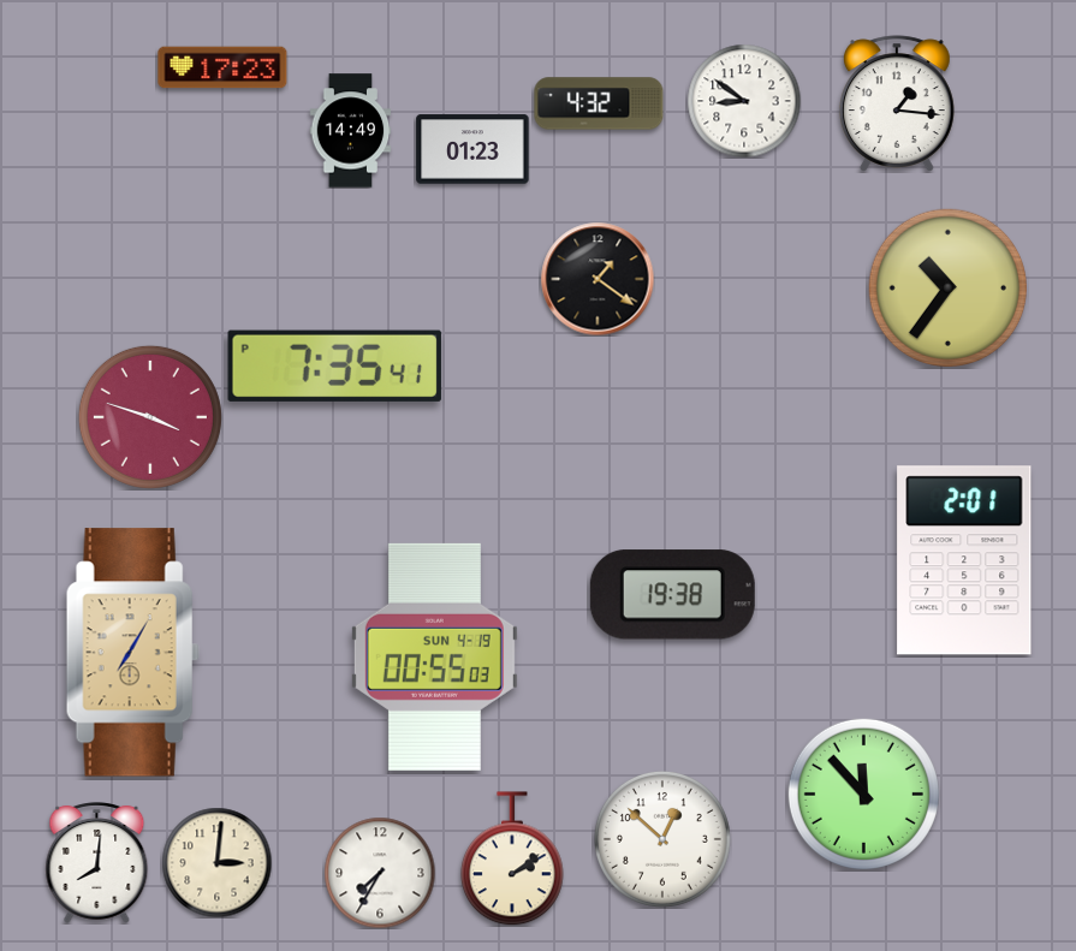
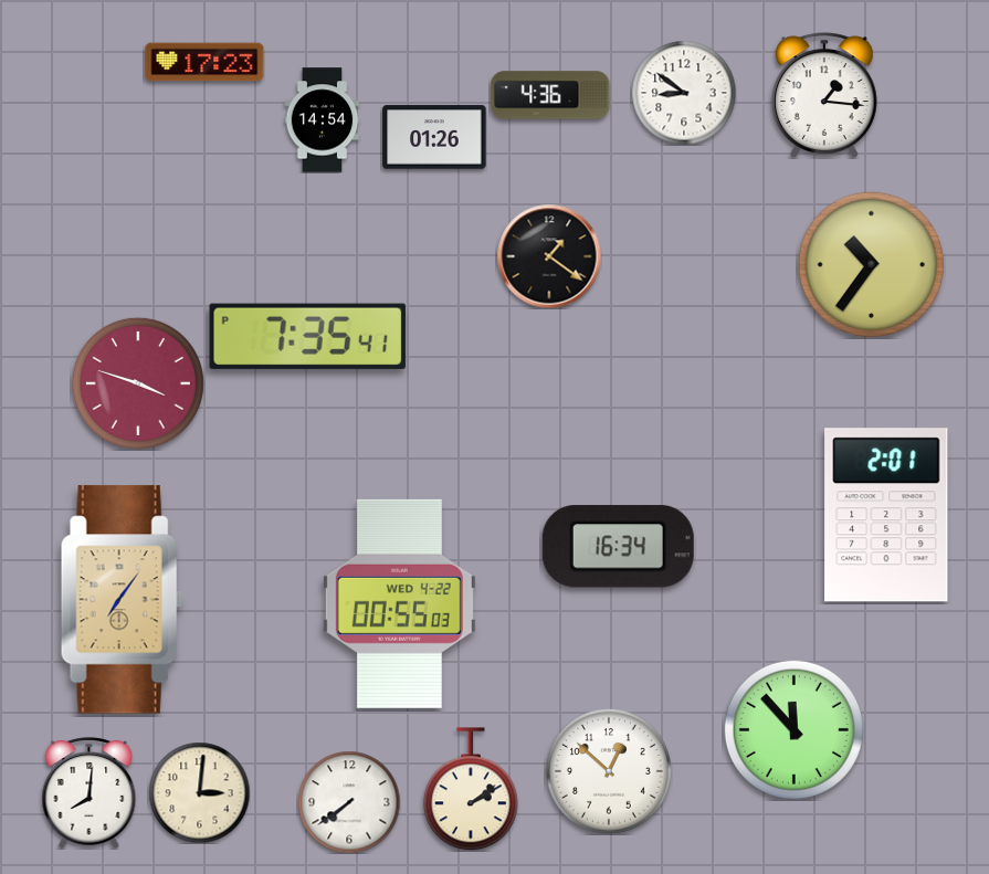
clock at (599, 103): 4:32 -> 4:36
clock at (351, 131): 14:49 -> 14:54
clock at (472, 149): 01:23 -> 01:26
clock at (672, 595): 19:38 -> 16:34
clock at (132, 653): 7:05 -> 7:06
clock at (434, 656) date: SUN 4-19 -> WED 4-22
clock at (380, 873): 7:35 -> 7:39
